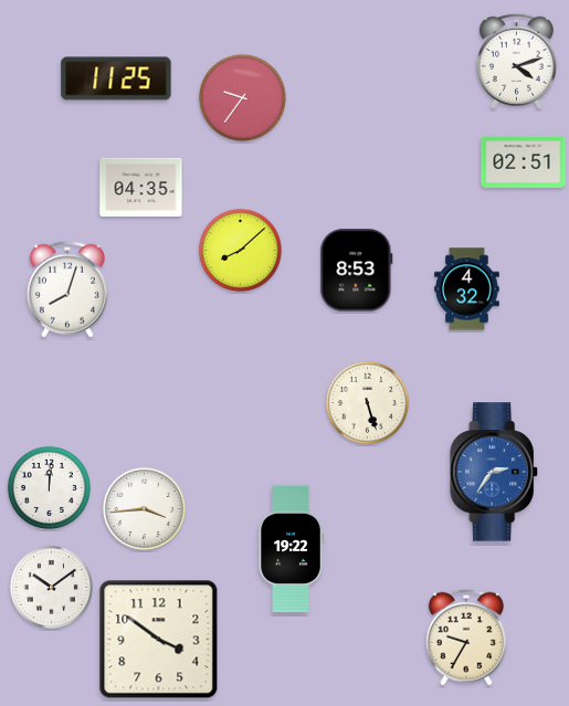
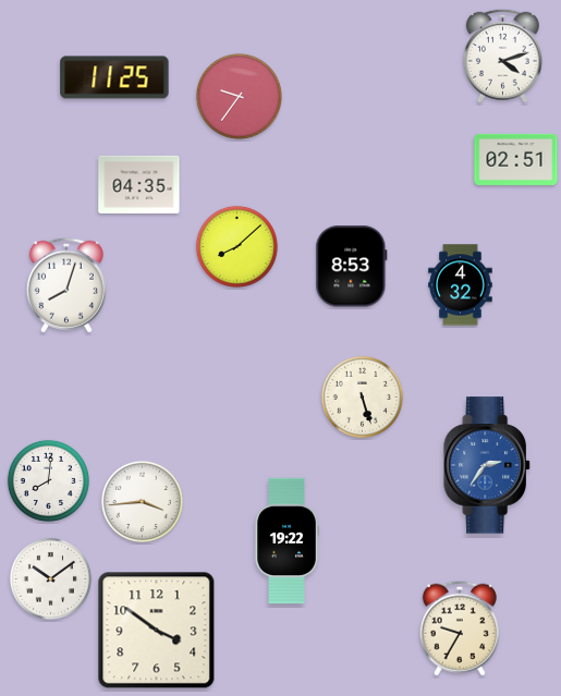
clock at (516, 61) position: (516, 61) -> (502, 56)
clock at (49, 487): 12:01 -> 8:01
